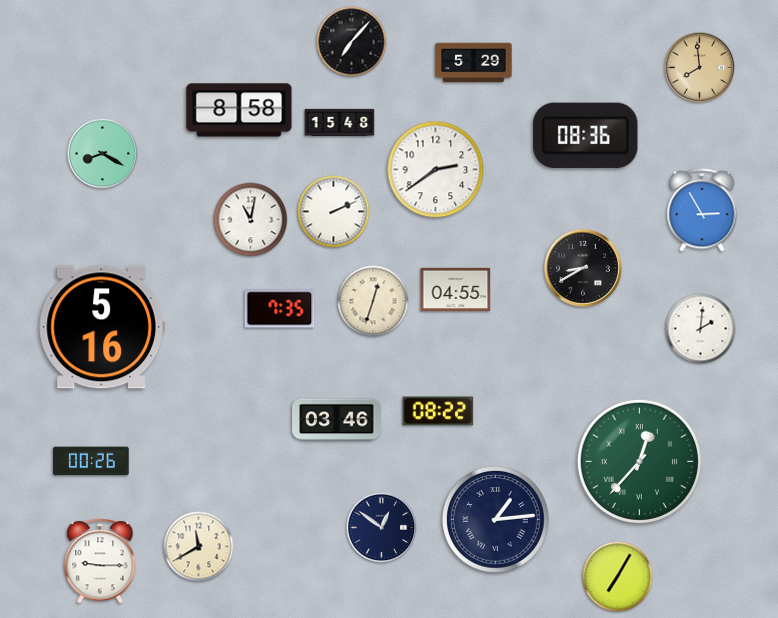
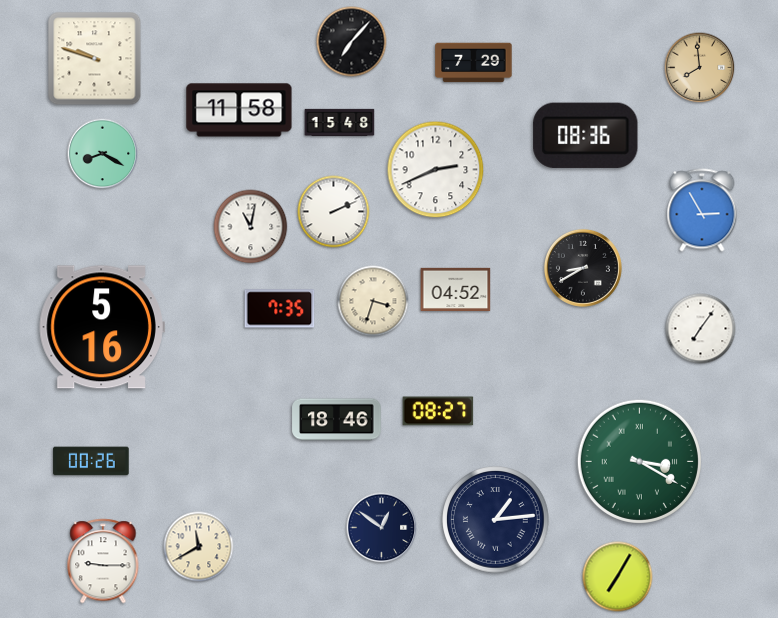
clock at (95, 59): none -> 9:48
clock at (474, 63): 5:29 -> 7:29
clock at (239, 110): 8:58 -> 11:58
clock at (436, 170): 2:39 -> 2:41
clock at (251, 220) position: (251, 220) -> (251, 227)
clock at (456, 289): 04:55 -> 04:52
clock at (373, 301): 12:33 -> 3:33
clock at (701, 329): 2:01 -> 7:06
clock at (438, 411): 08:22 -> 08:27
clock at (337, 420): 03:46 -> 18:46
clock at (639, 461): 12:37 -> 3:20
clock at (100, 561) position: (100, 561) -> (103, 561)
